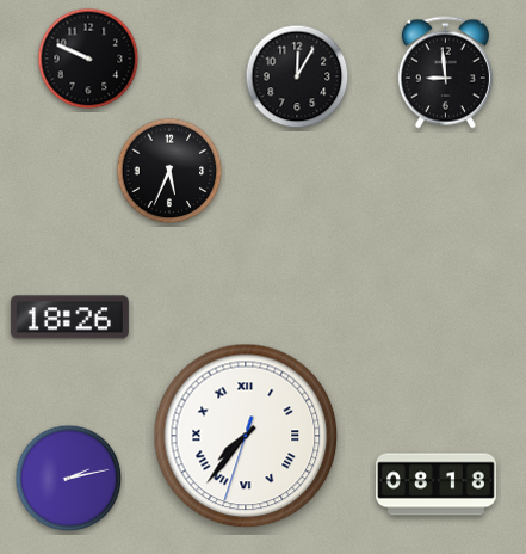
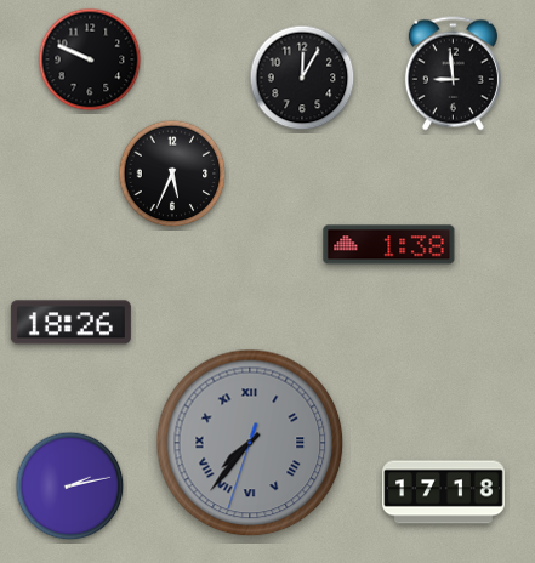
clock at (389, 245): none -> 1:38
clock at (246, 436) dial: white -> grey
clock at (437, 485): 08:18 -> 17:18
